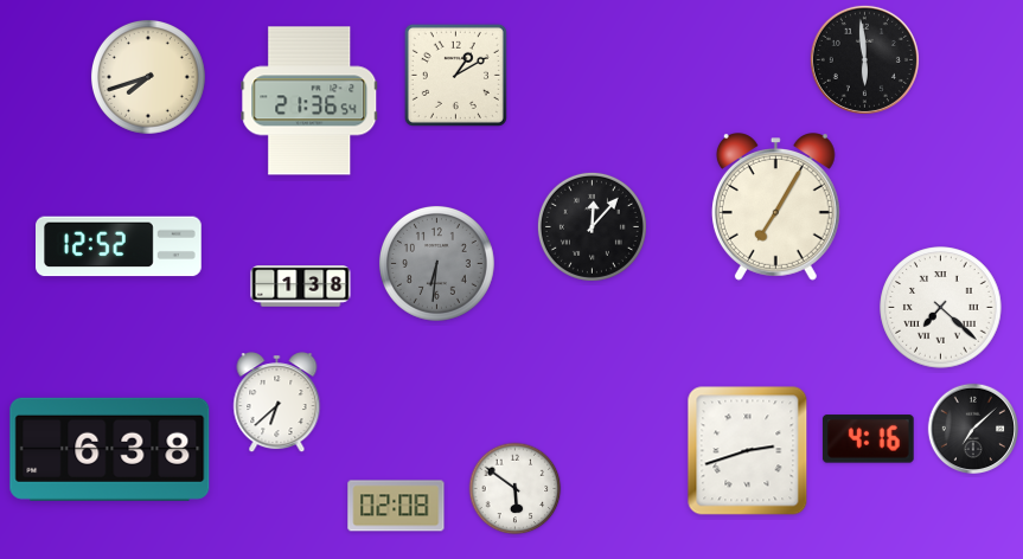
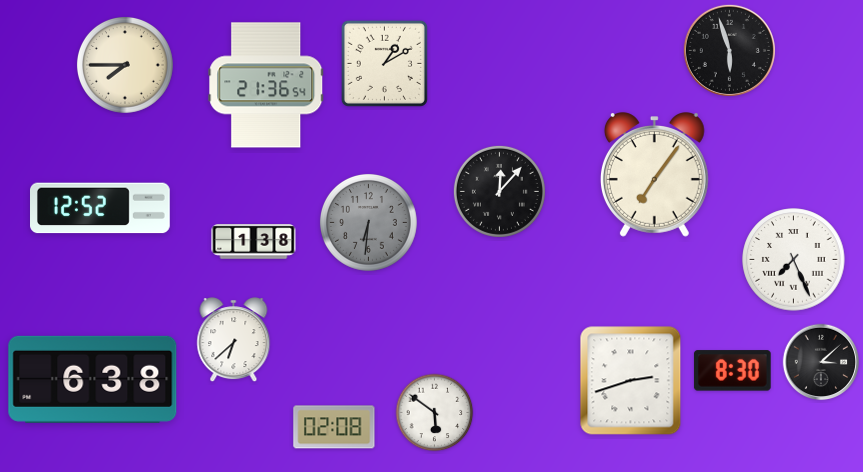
clock at (864, 59): 5:59 -> 5:57
clock at (148, 77): 7:42 -> 7:45
clock at (309, 101) position: (309, 101) -> (266, 85)
clock at (775, 207): 7:05 -> 7:06
clock at (941, 308): 7:22 -> 7:26
clock at (973, 429): 7:08 -> 3:08
clock at (869, 439): 4:16 -> 8:30
